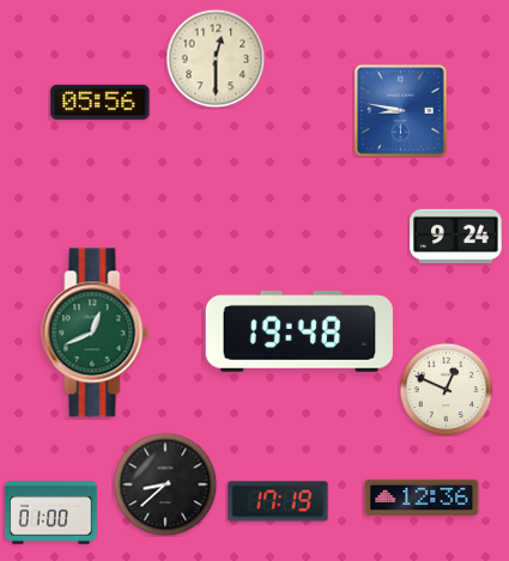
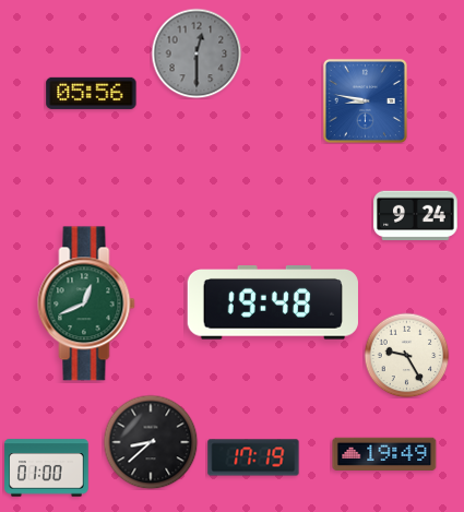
clock at (216, 59) dial: cream -> grey
clock at (446, 389): 12:49 -> 9:25
clock at (422, 496): 12:36 -> 19:49
